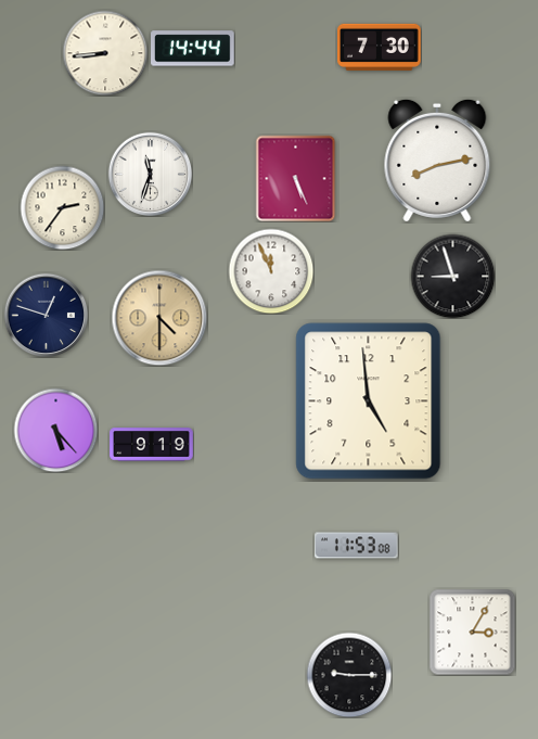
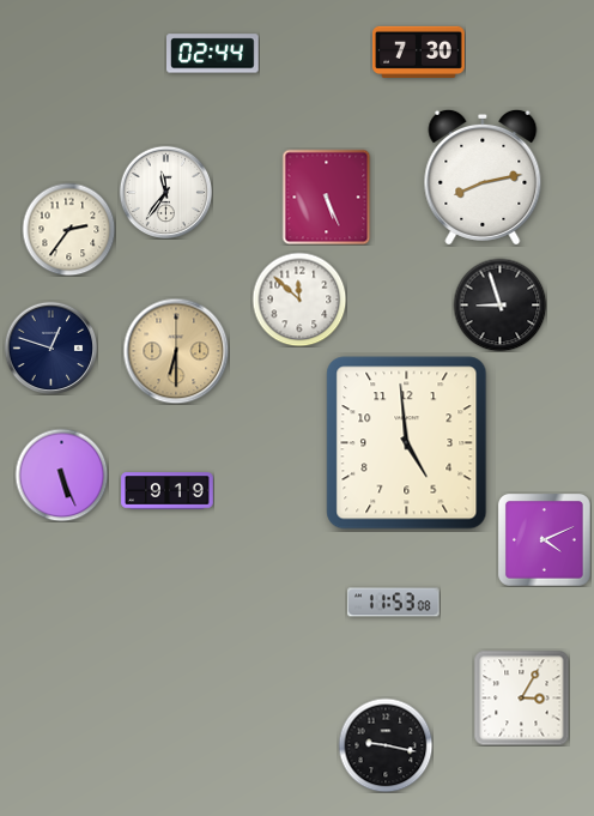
clock at (193, 49): 14:44 -> 02:44
clock at (105, 53): 8:44 -> none
clock at (150, 174): 11:33 -> 11:36
clock at (271, 271): 11:56 -> 11:52
clock at (159, 318): 4:30 -> 6:30
clock at (55, 430): 5:23 -> 5:26
clock at (545, 540): none -> 4:11
clock at (349, 675): 9:15 -> 9:17
